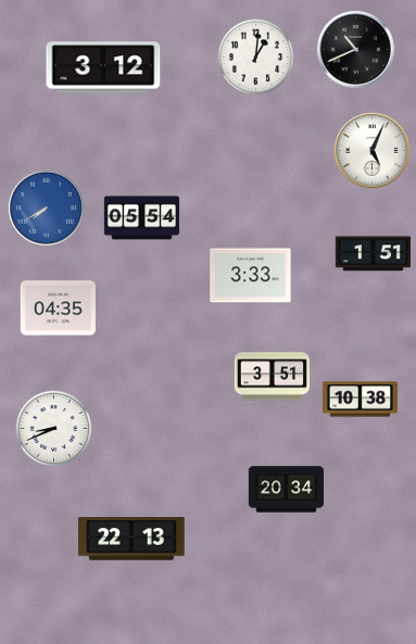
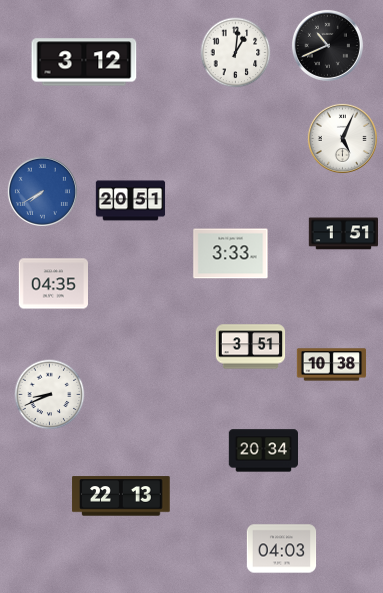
clock at (103, 67) position: (103, 67) -> (84, 62)
clock at (142, 218): 05:54 -> 20:51
clock at (361, 400) position: (361, 400) -> (332, 365)
clock at (282, 549): none -> 04:03
